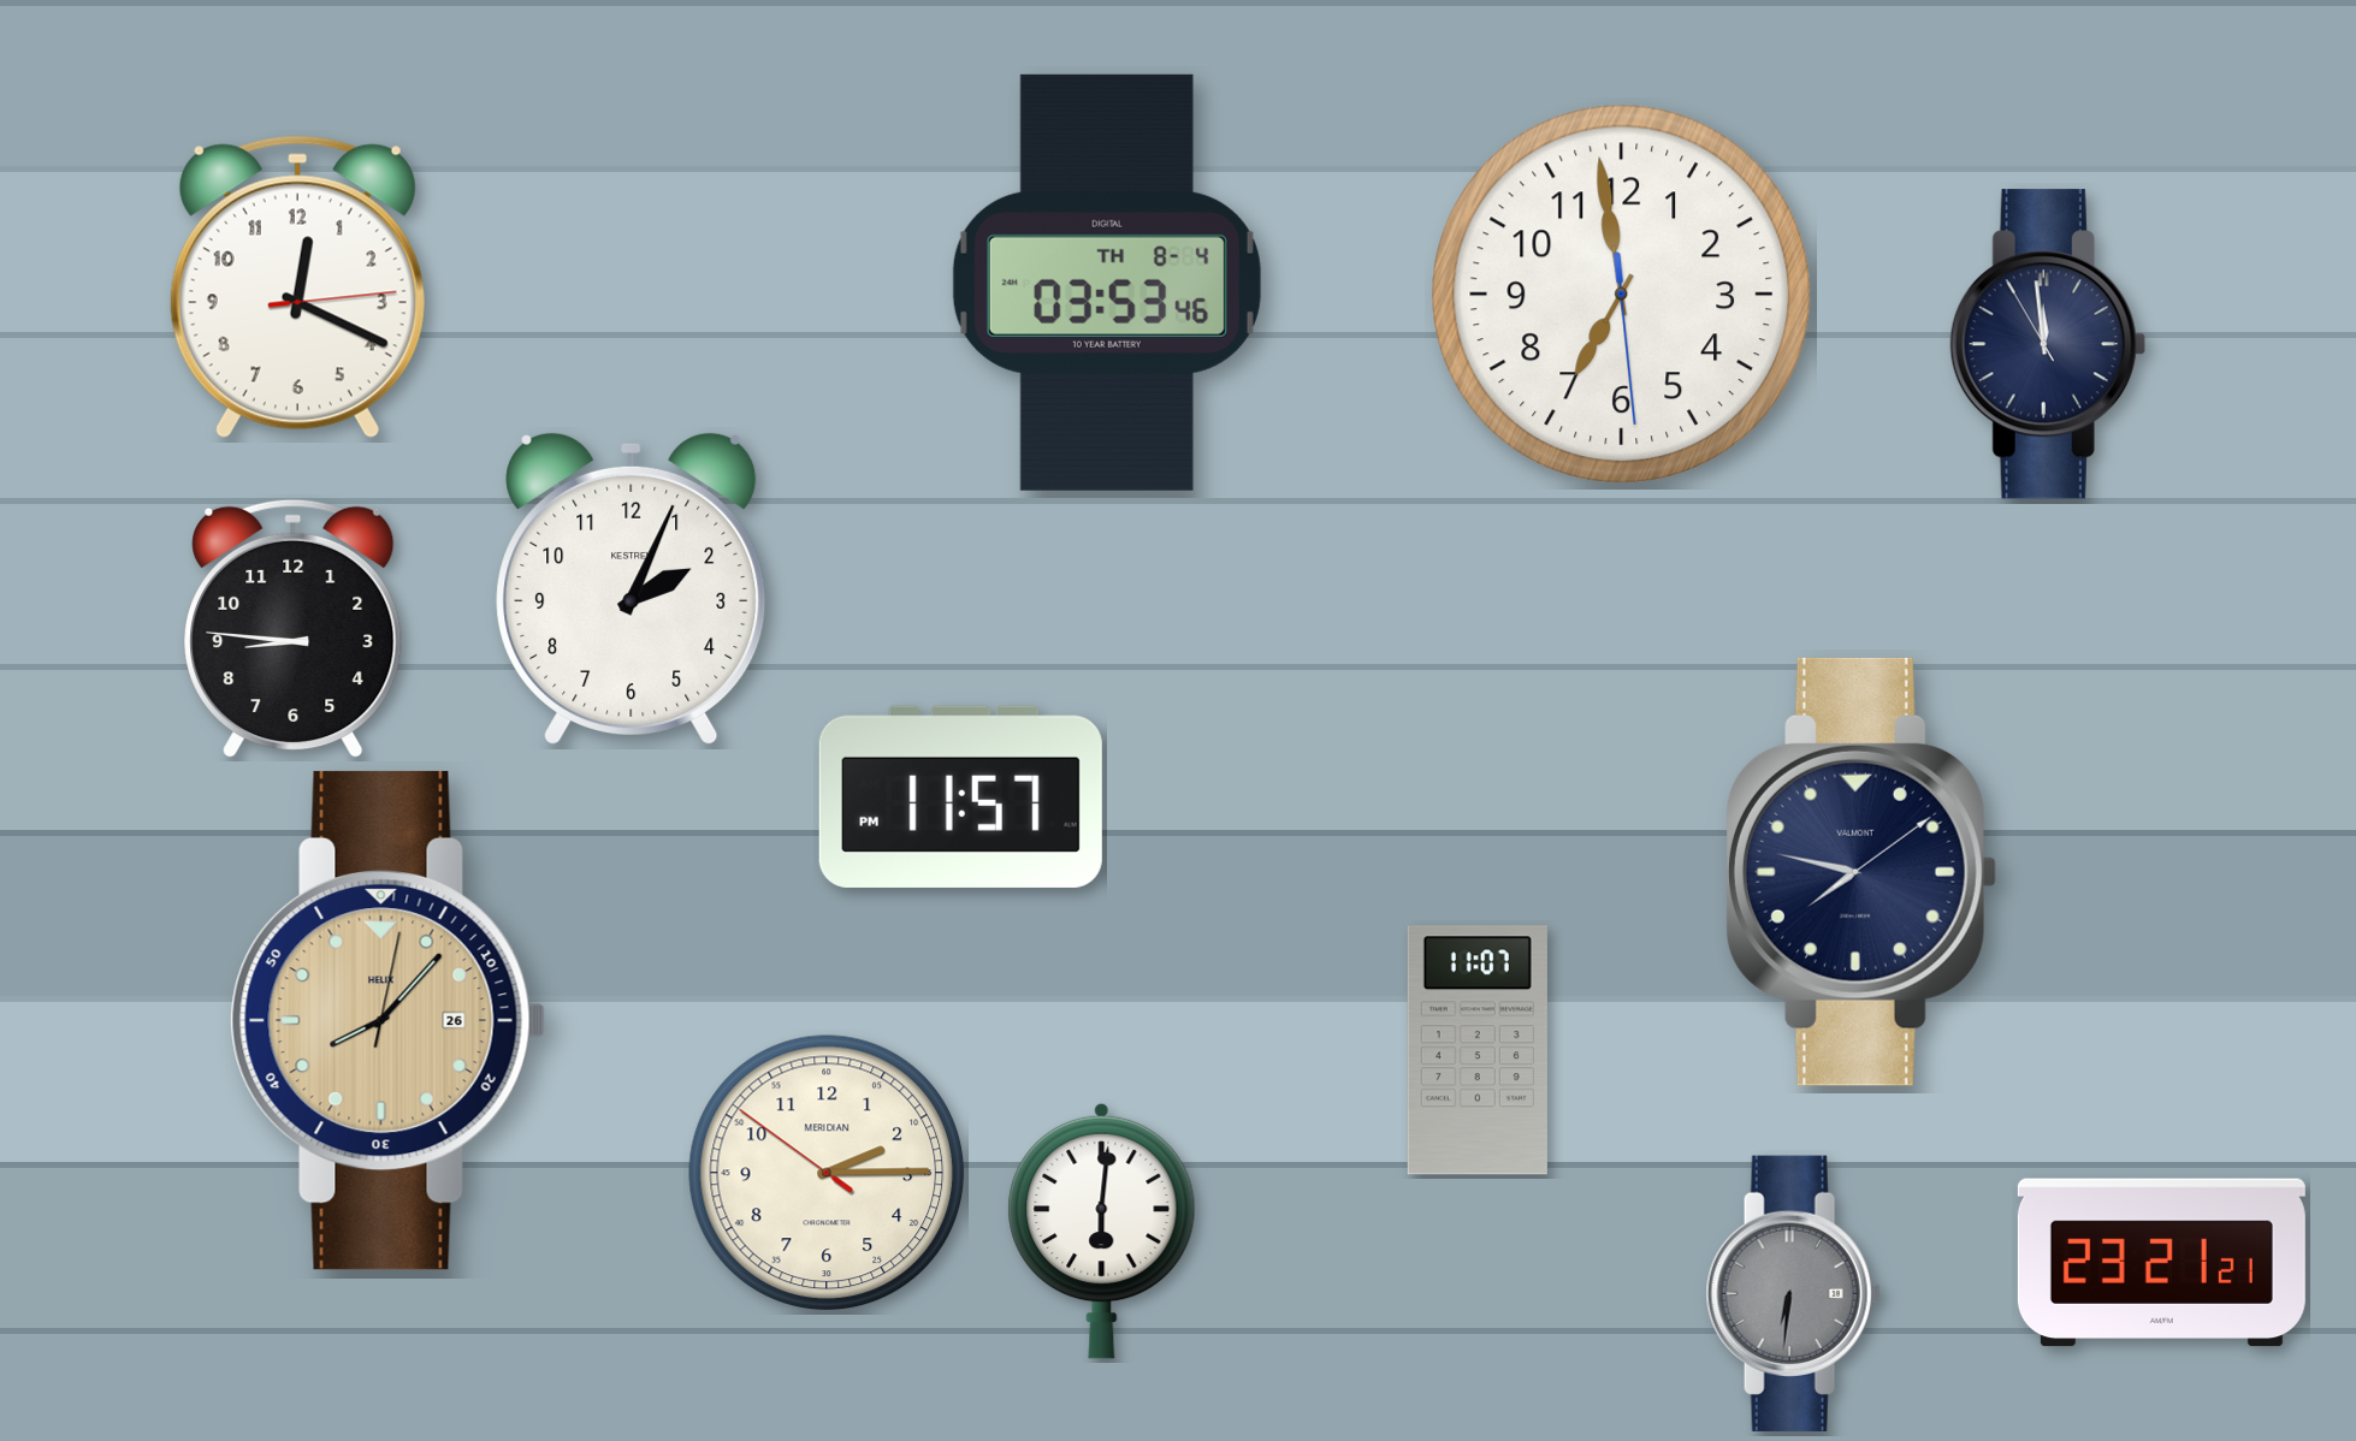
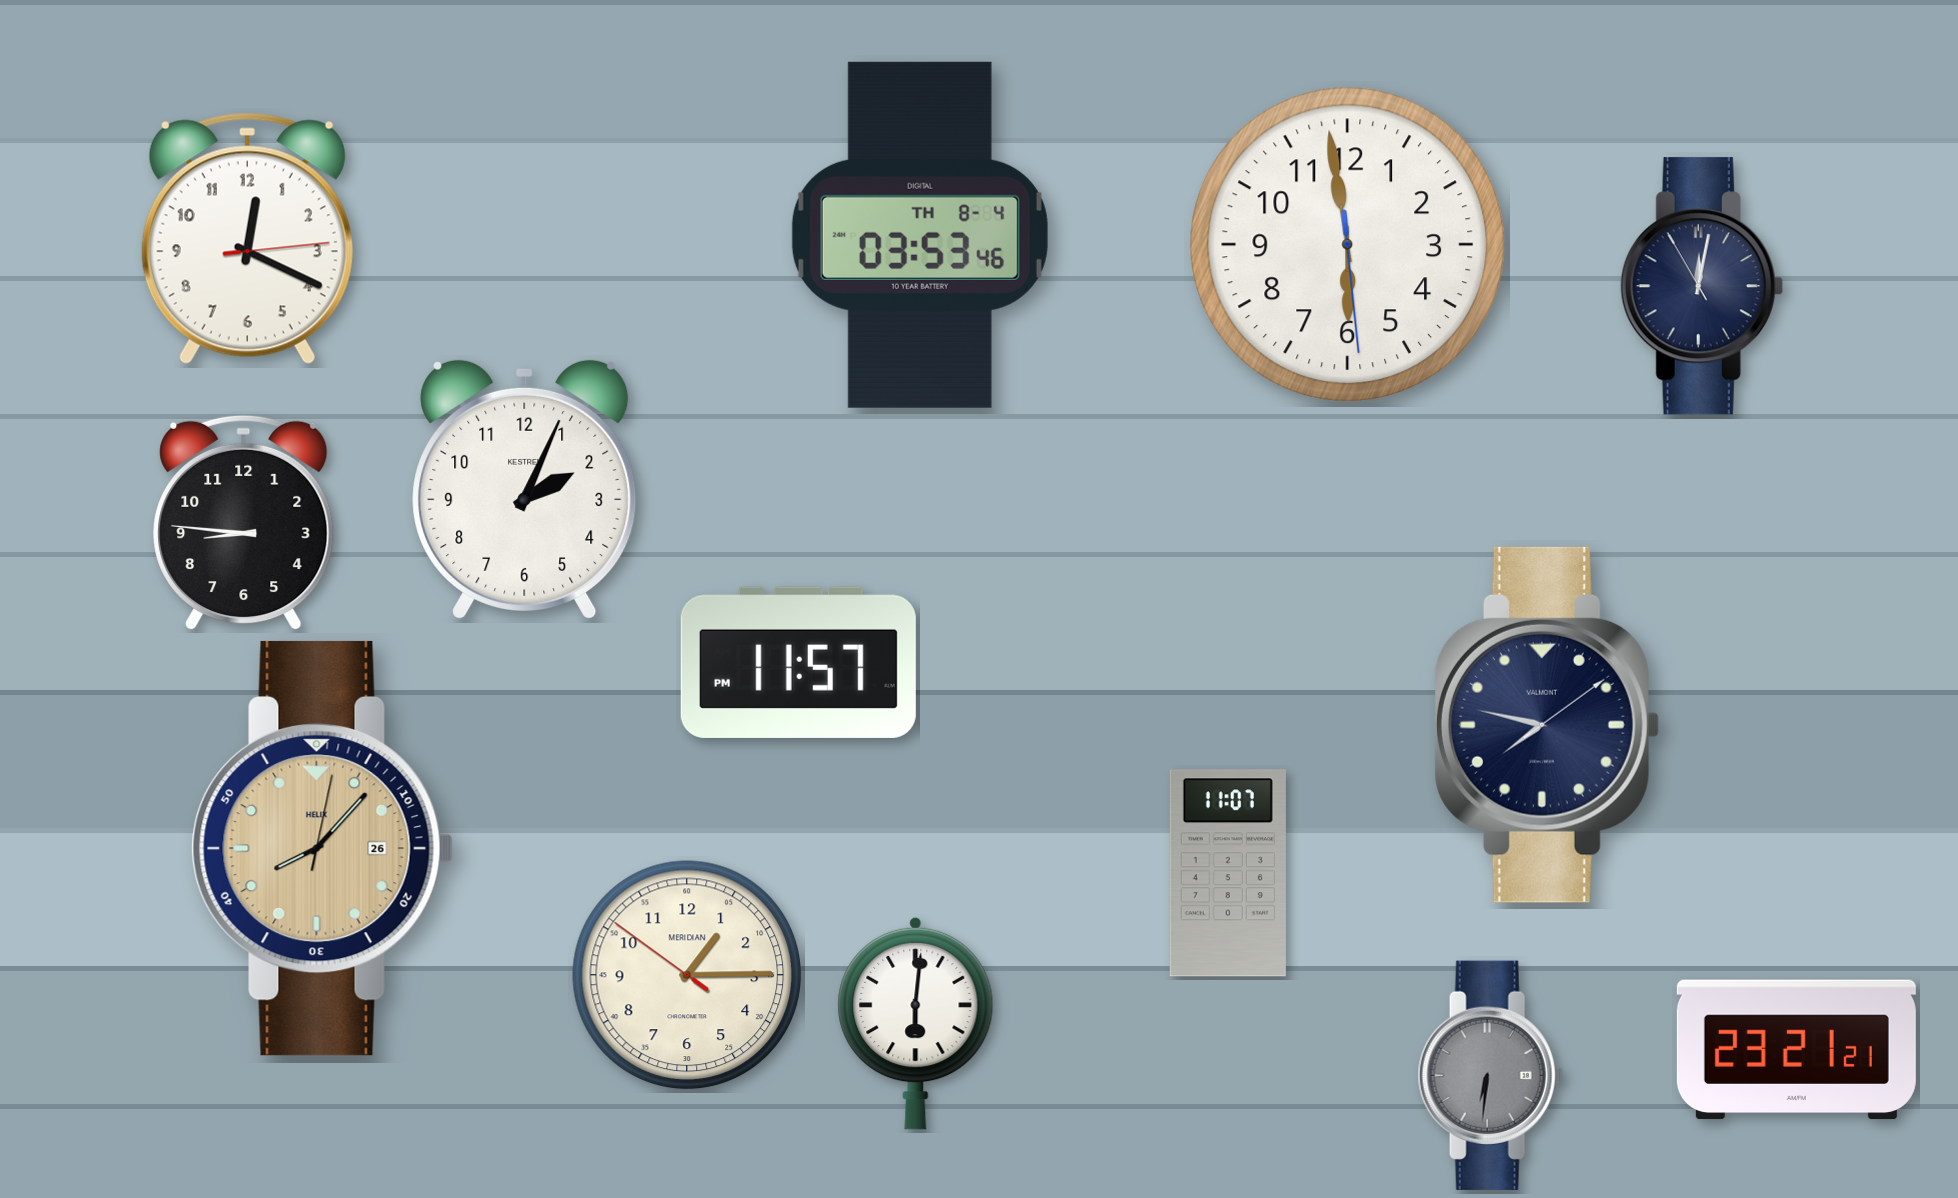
clock at (1621, 293): 6:58 -> 5:58
clock at (2048, 344): 11:58 -> 12:01
clock at (827, 1173): 2:14 -> 1:14
